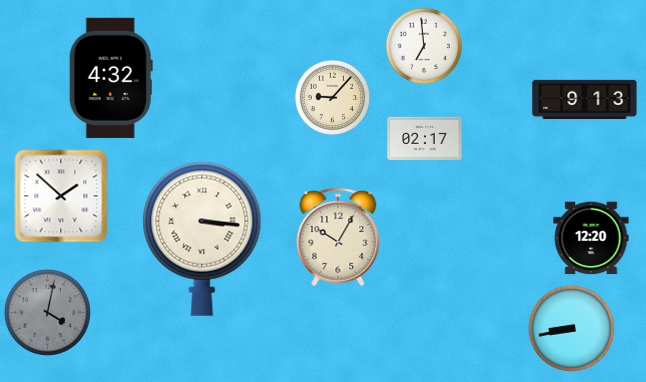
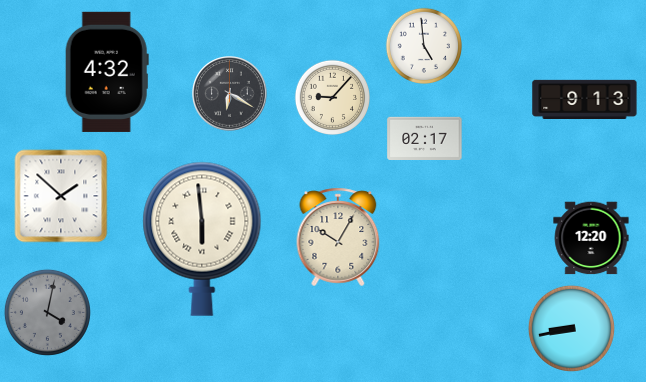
clock at (423, 45): 6:59 -> 4:59
clock at (111, 78) position: (111, 78) -> (107, 72)
clock at (230, 94): none -> 6:20
clock at (202, 239): 3:16 -> 5:59
